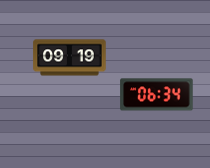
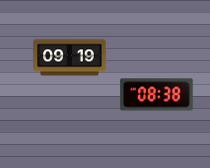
clock at (157, 95): 06:34 -> 08:38
